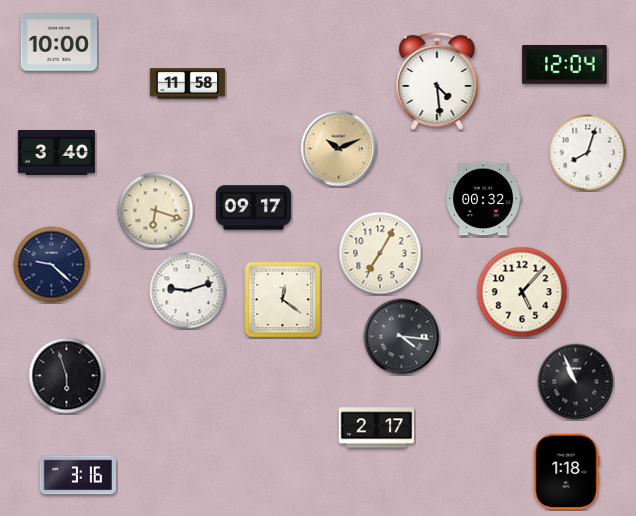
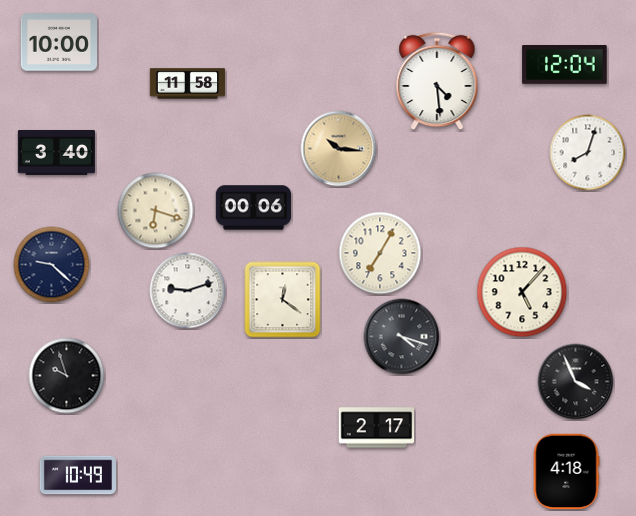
clock at (339, 149): 10:11 -> 10:16
clock at (483, 199): 00:32 -> none
clock at (254, 208): 09:17 -> 00:06
clock at (402, 337): 4:16 -> 4:18
clock at (67, 376): 5:57 -> 9:57
clock at (576, 382): 10:56 -> 3:56
clock at (566, 472): 1:18 -> 4:18
clock at (77, 475): 3:16 -> 10:49
